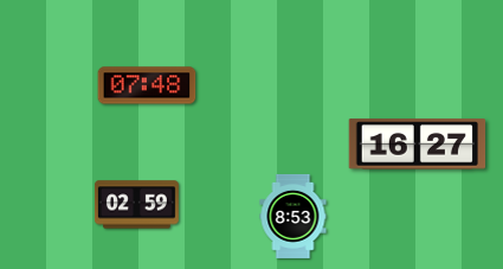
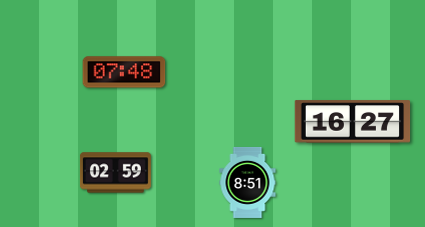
clock at (294, 216): 8:53 -> 8:51
